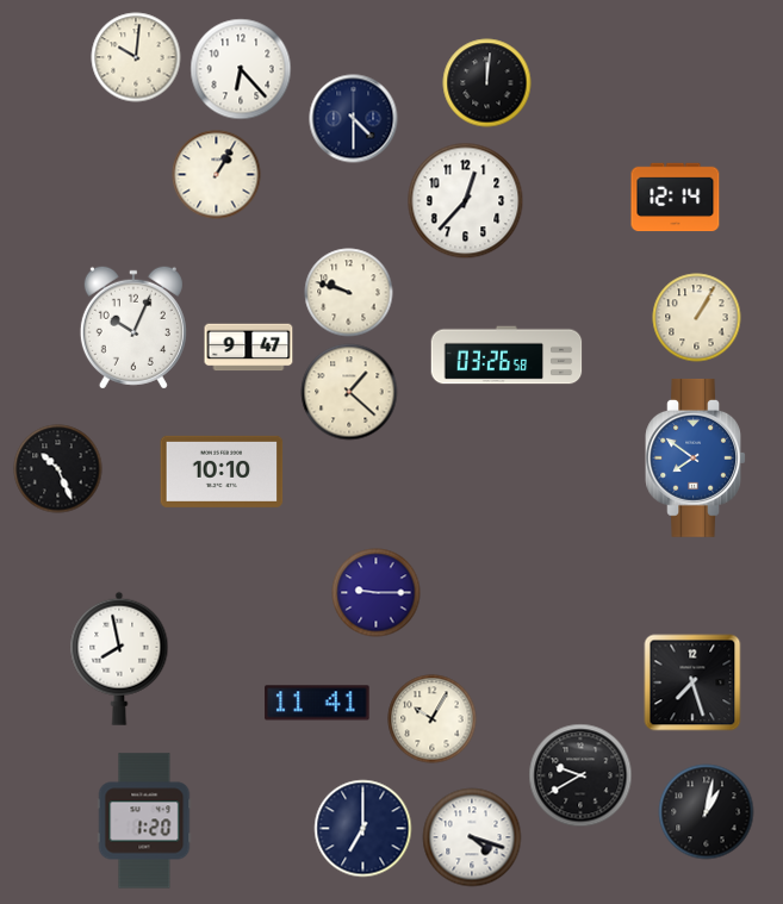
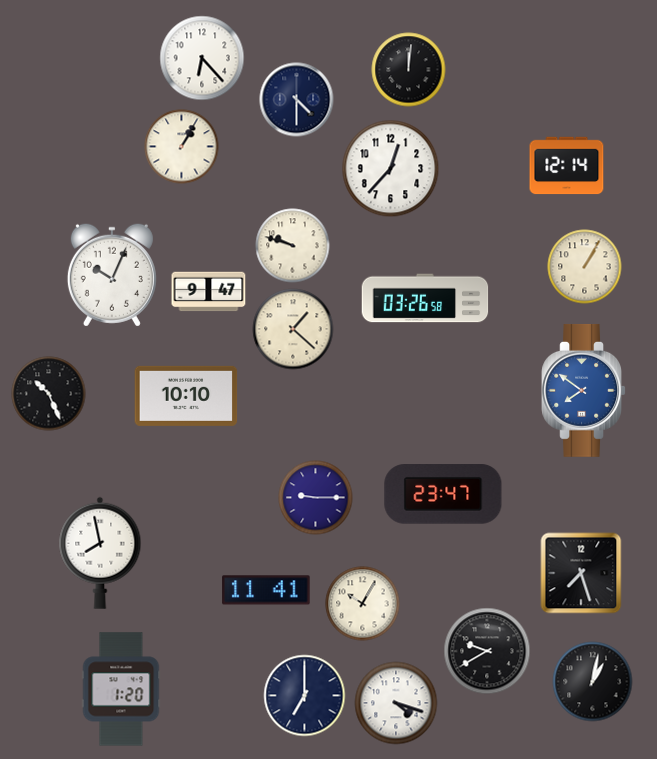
clock at (136, 57): 10:01 -> none
clock at (695, 457) position: (695, 457) -> (583, 390)
clock at (443, 494): none -> 23:47
